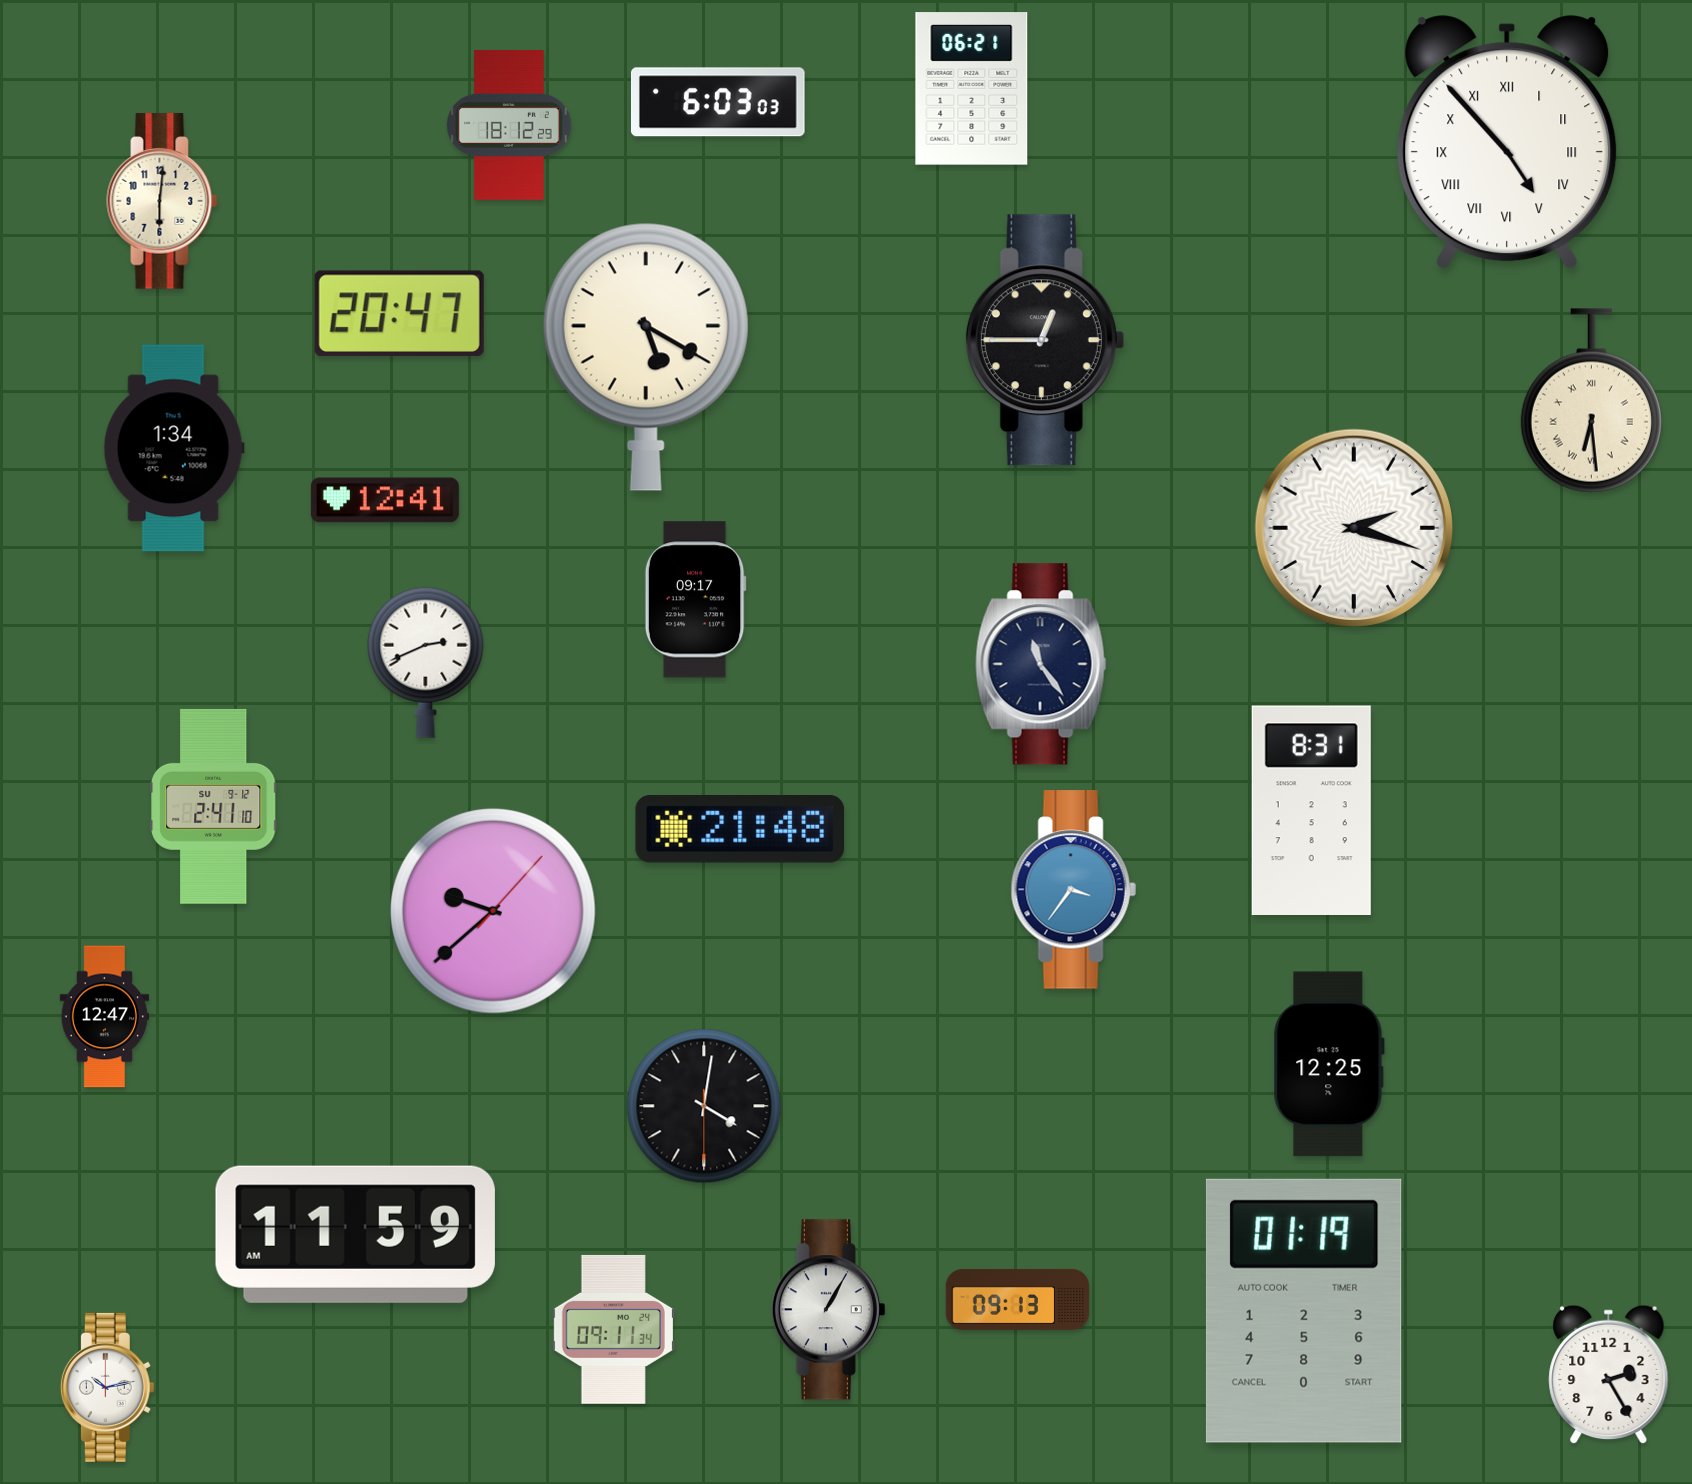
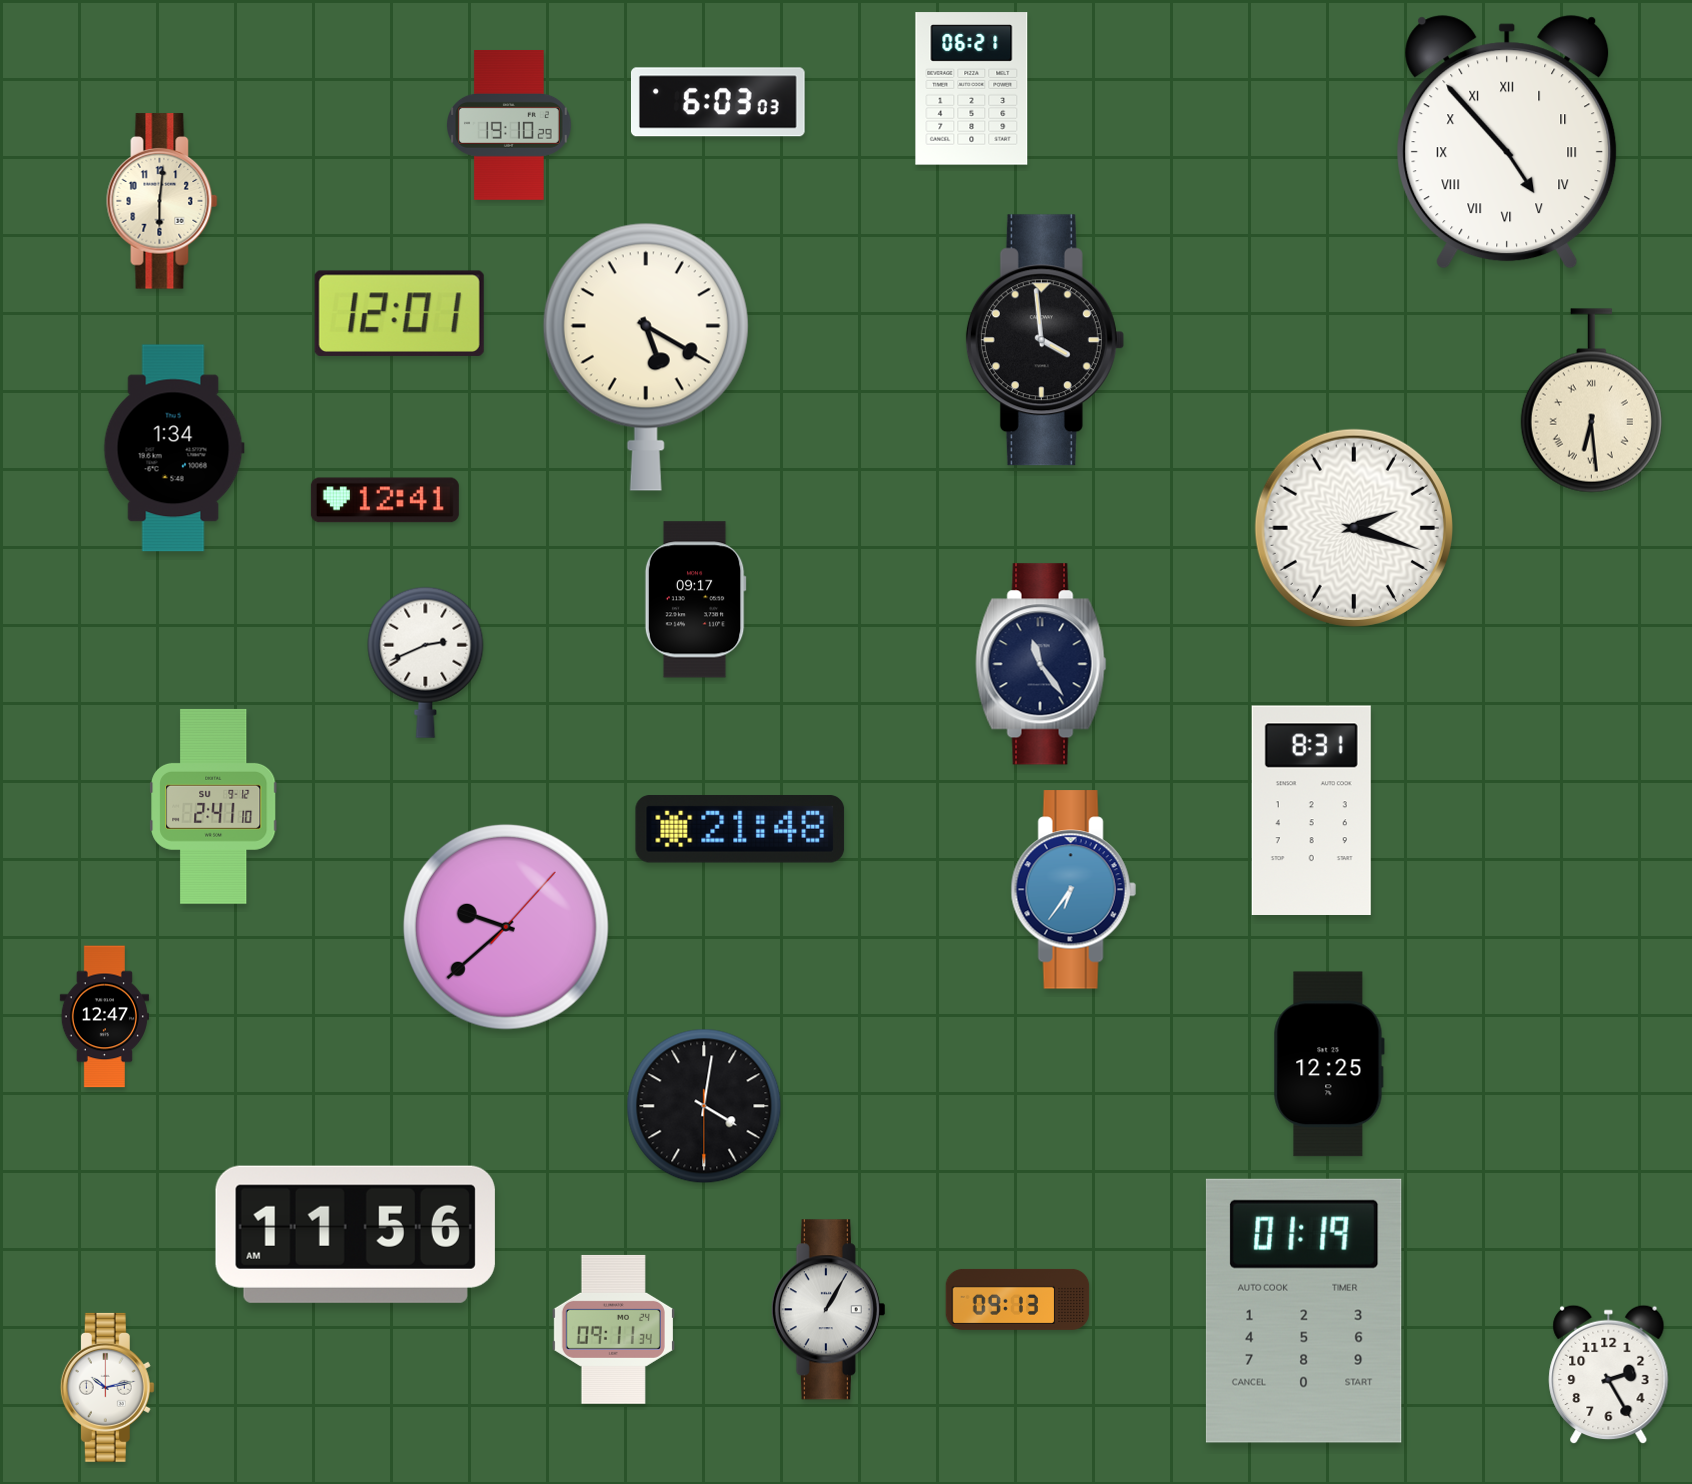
clock at (510, 126): 18:12 -> 19:10
clock at (399, 313): 20:47 -> 12:01
clock at (1045, 340): 12:45 -> 3:59
clock at (1073, 890): 3:36 -> 6:36
clock at (493, 911) position: (493, 911) -> (506, 927)
clock at (355, 1234): 11:59 -> 11:56
